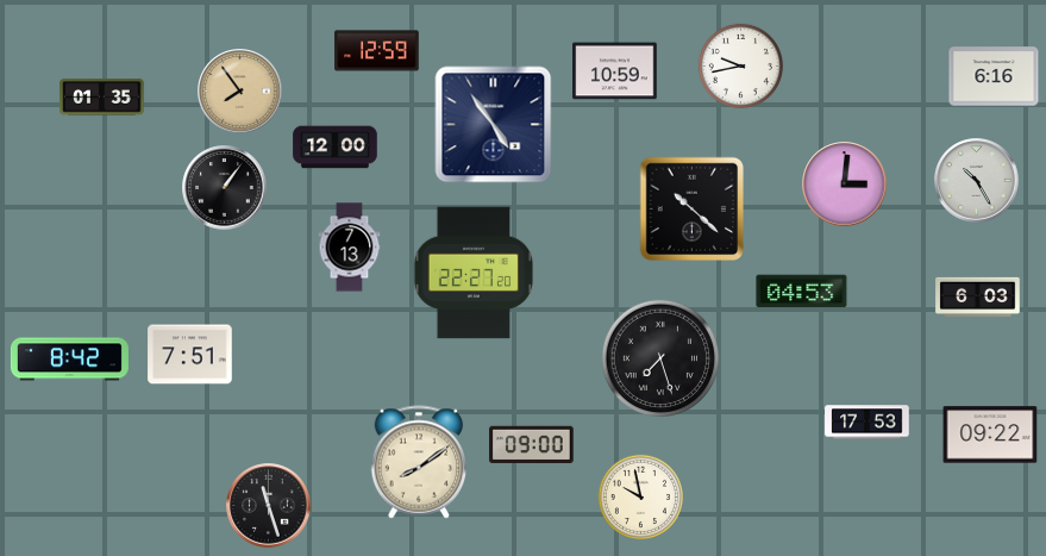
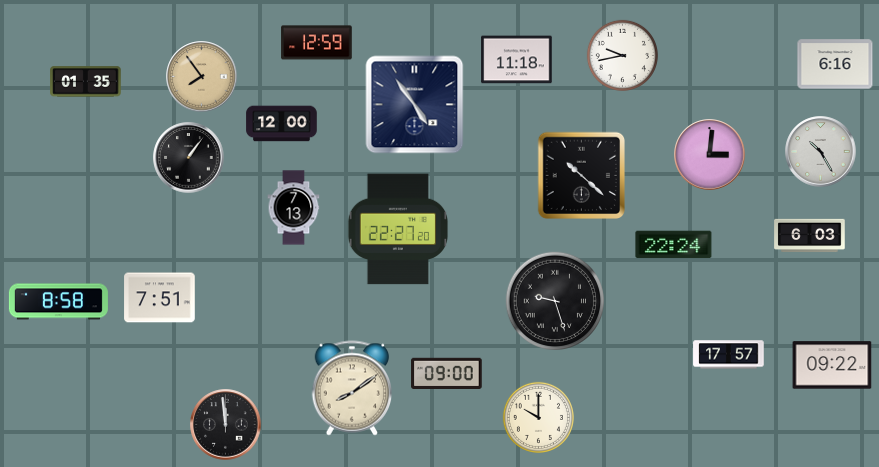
clock at (615, 71): 10:59 -> 11:18
clock at (802, 292): 04:53 -> 22:24
clock at (978, 298) position: (978, 298) -> (810, 236)
clock at (659, 357): 7:27 -> 9:27
clock at (69, 360): 8:42 -> 8:58
clock at (868, 423): 17:53 -> 17:57
clock at (640, 496): 9:58 -> 10:00
clock at (269, 506): 11:27 -> 11:59
